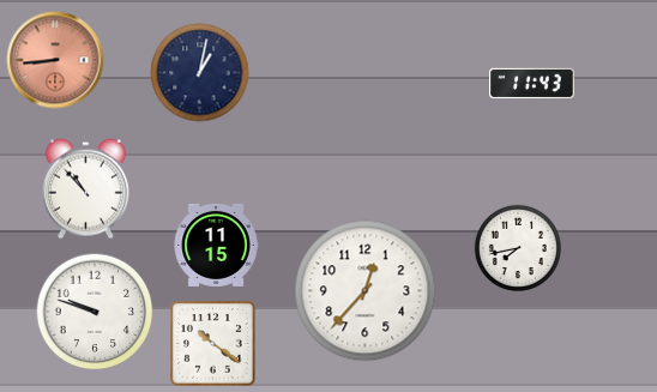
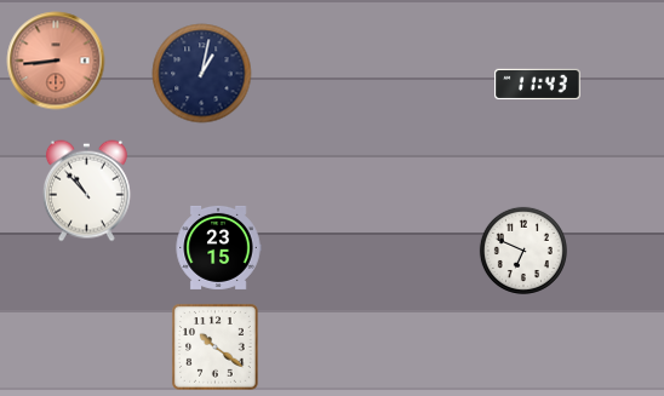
clock at (216, 245): 11:15 -> 23:15
clock at (518, 248): 7:43 -> 6:49
clock at (366, 291): 12:37 -> none
clock at (95, 312): 9:48 -> none
